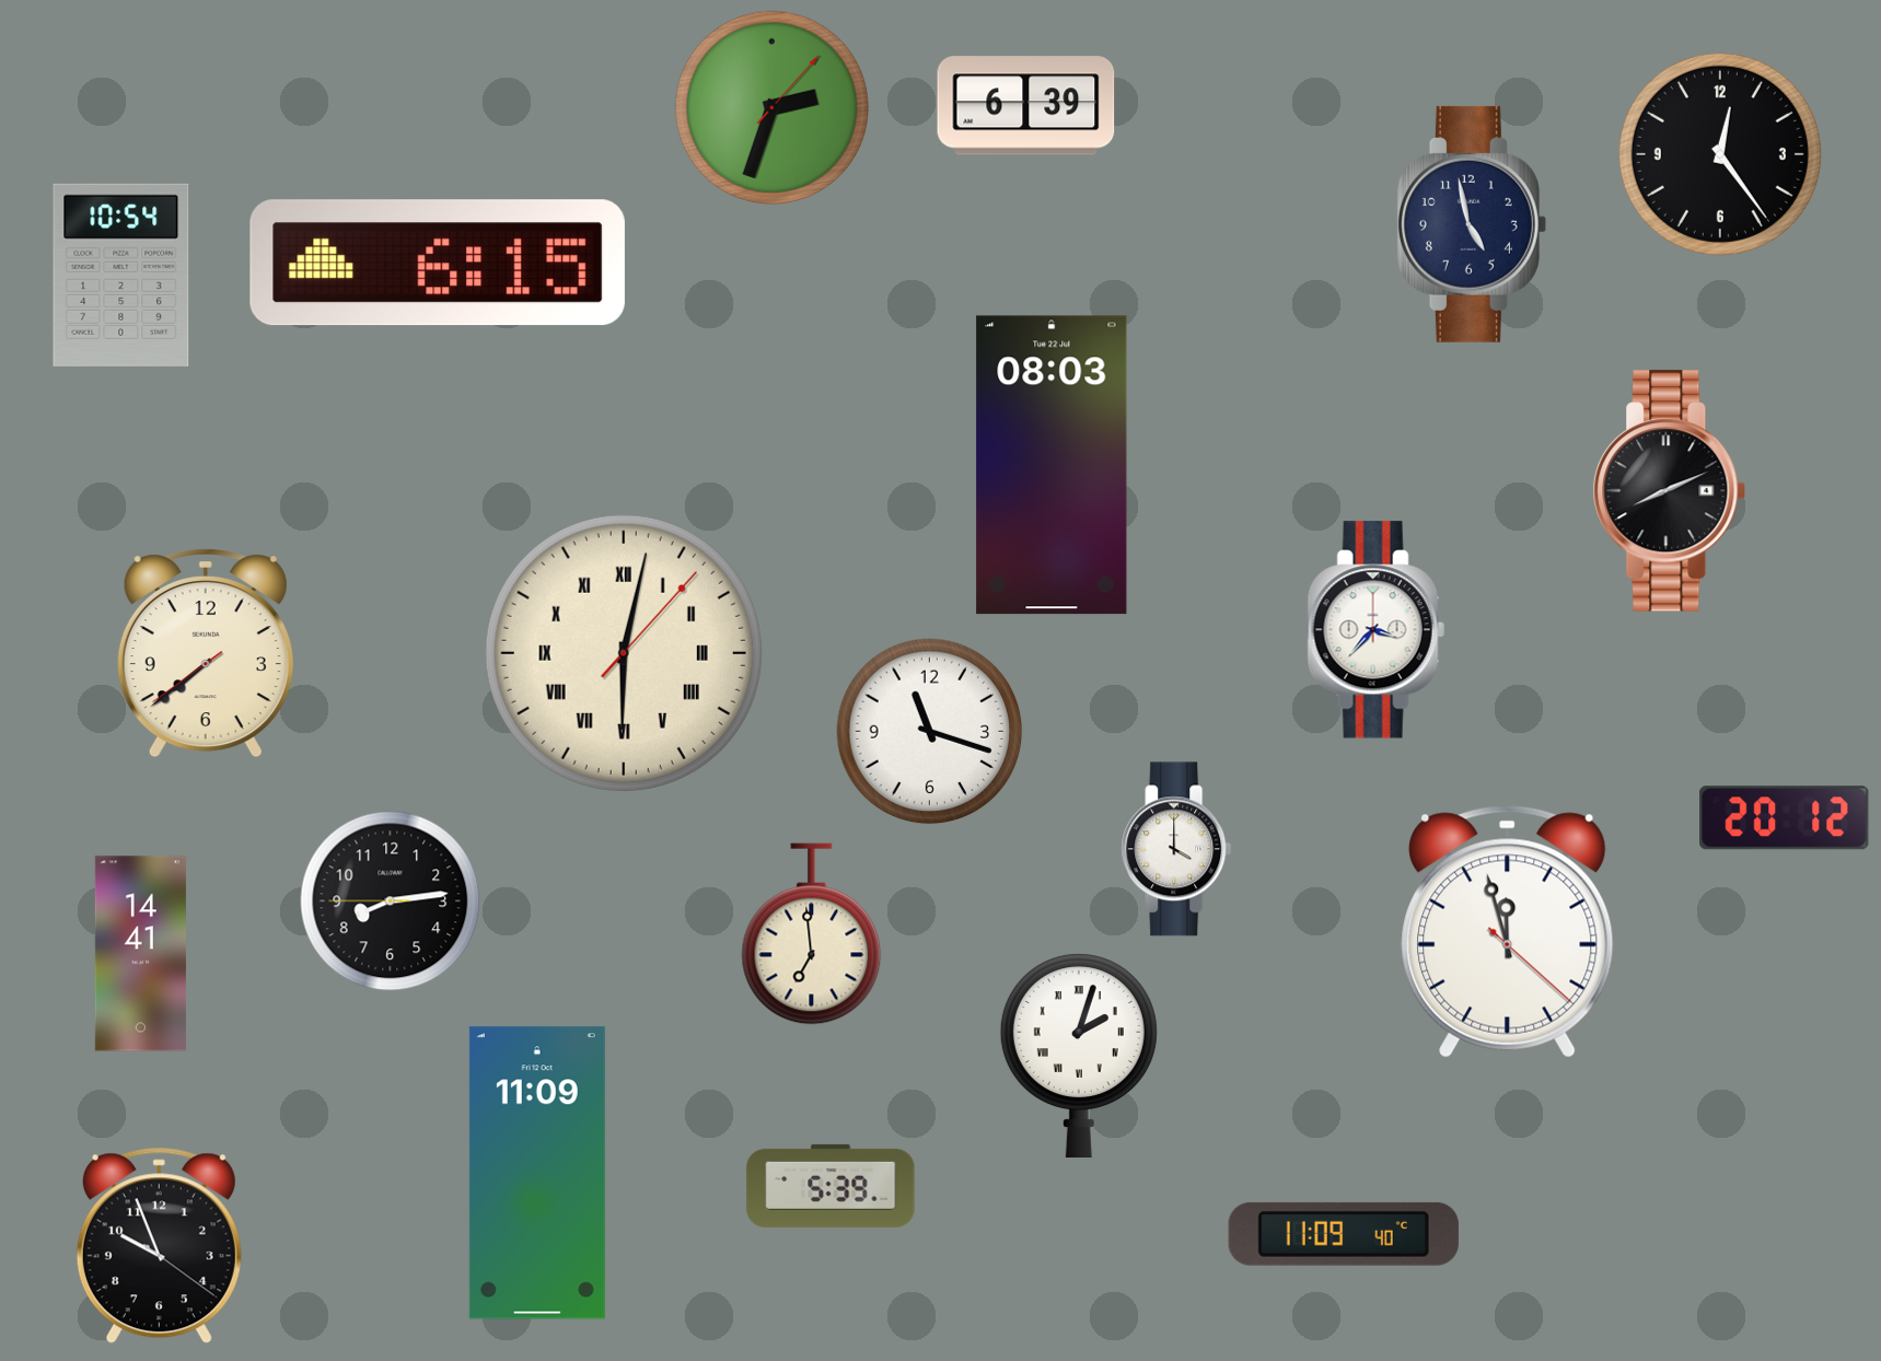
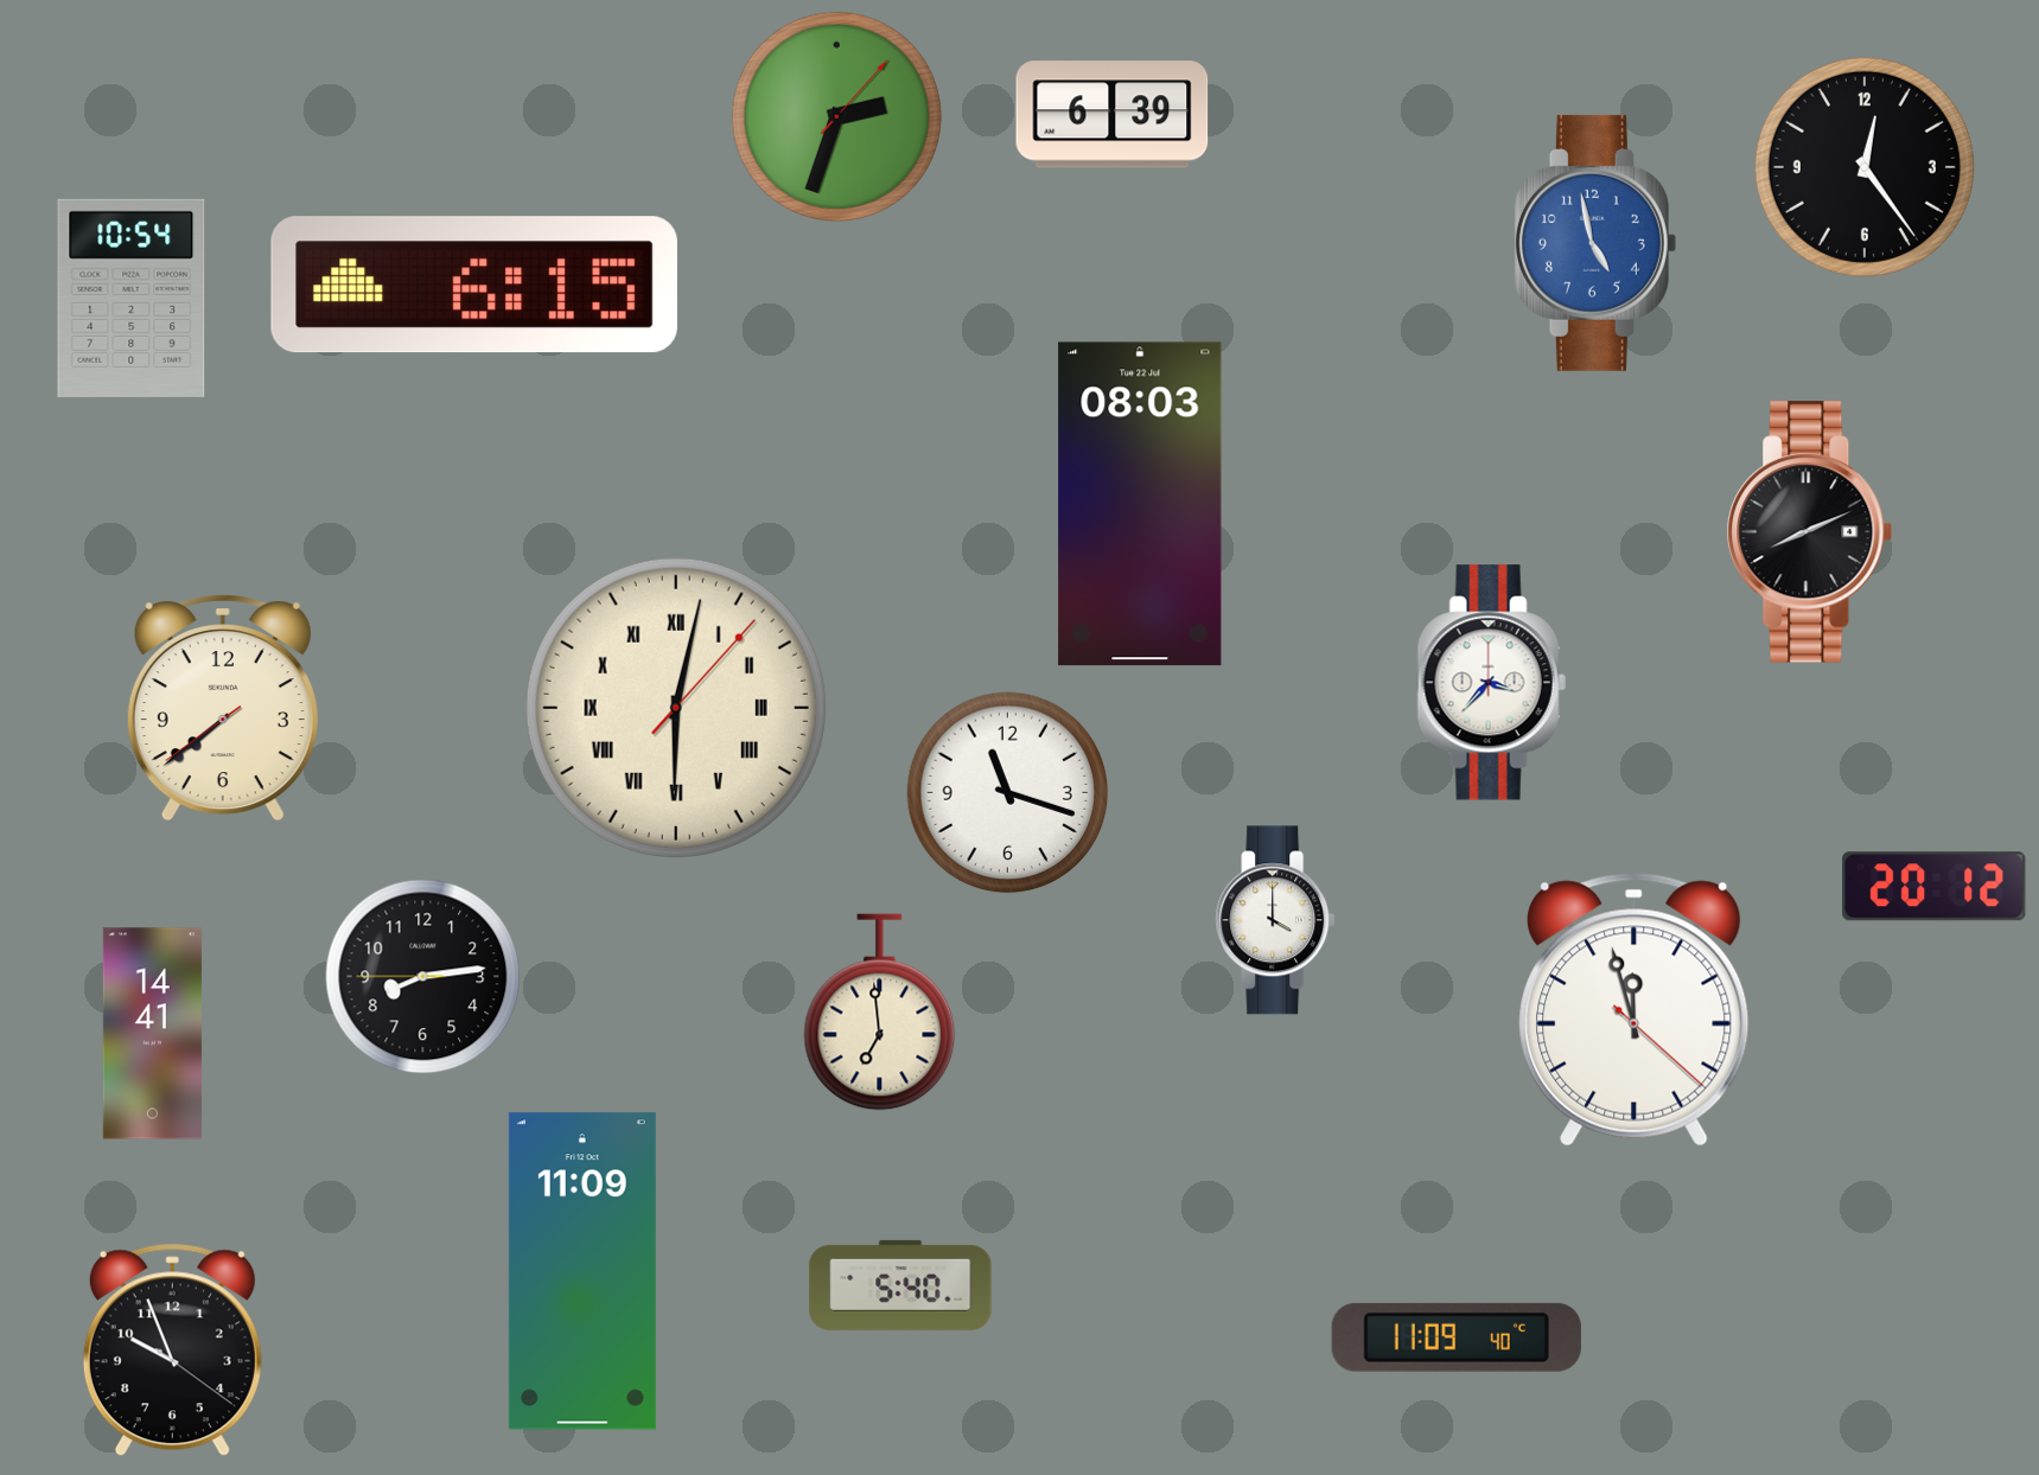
clock at (1472, 224) dial: navy -> blue
clock at (1079, 1056): 2:03 -> none
clock at (831, 1186): 5:39 -> 5:40
